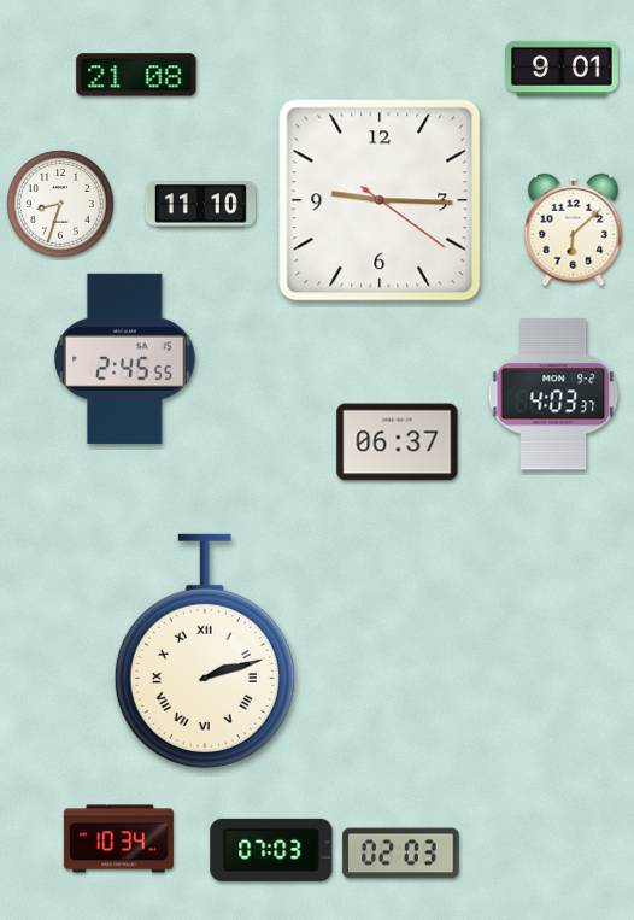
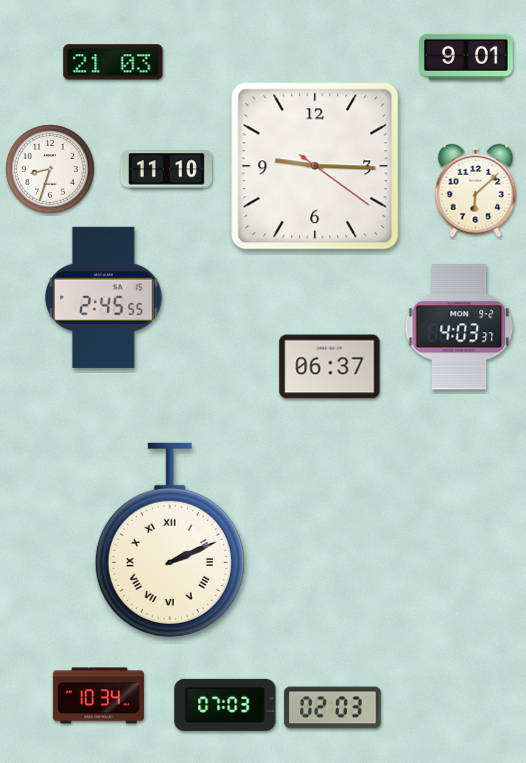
clock at (136, 75): 21:08 -> 21:03
clock at (205, 651): 2:12 -> 2:11
